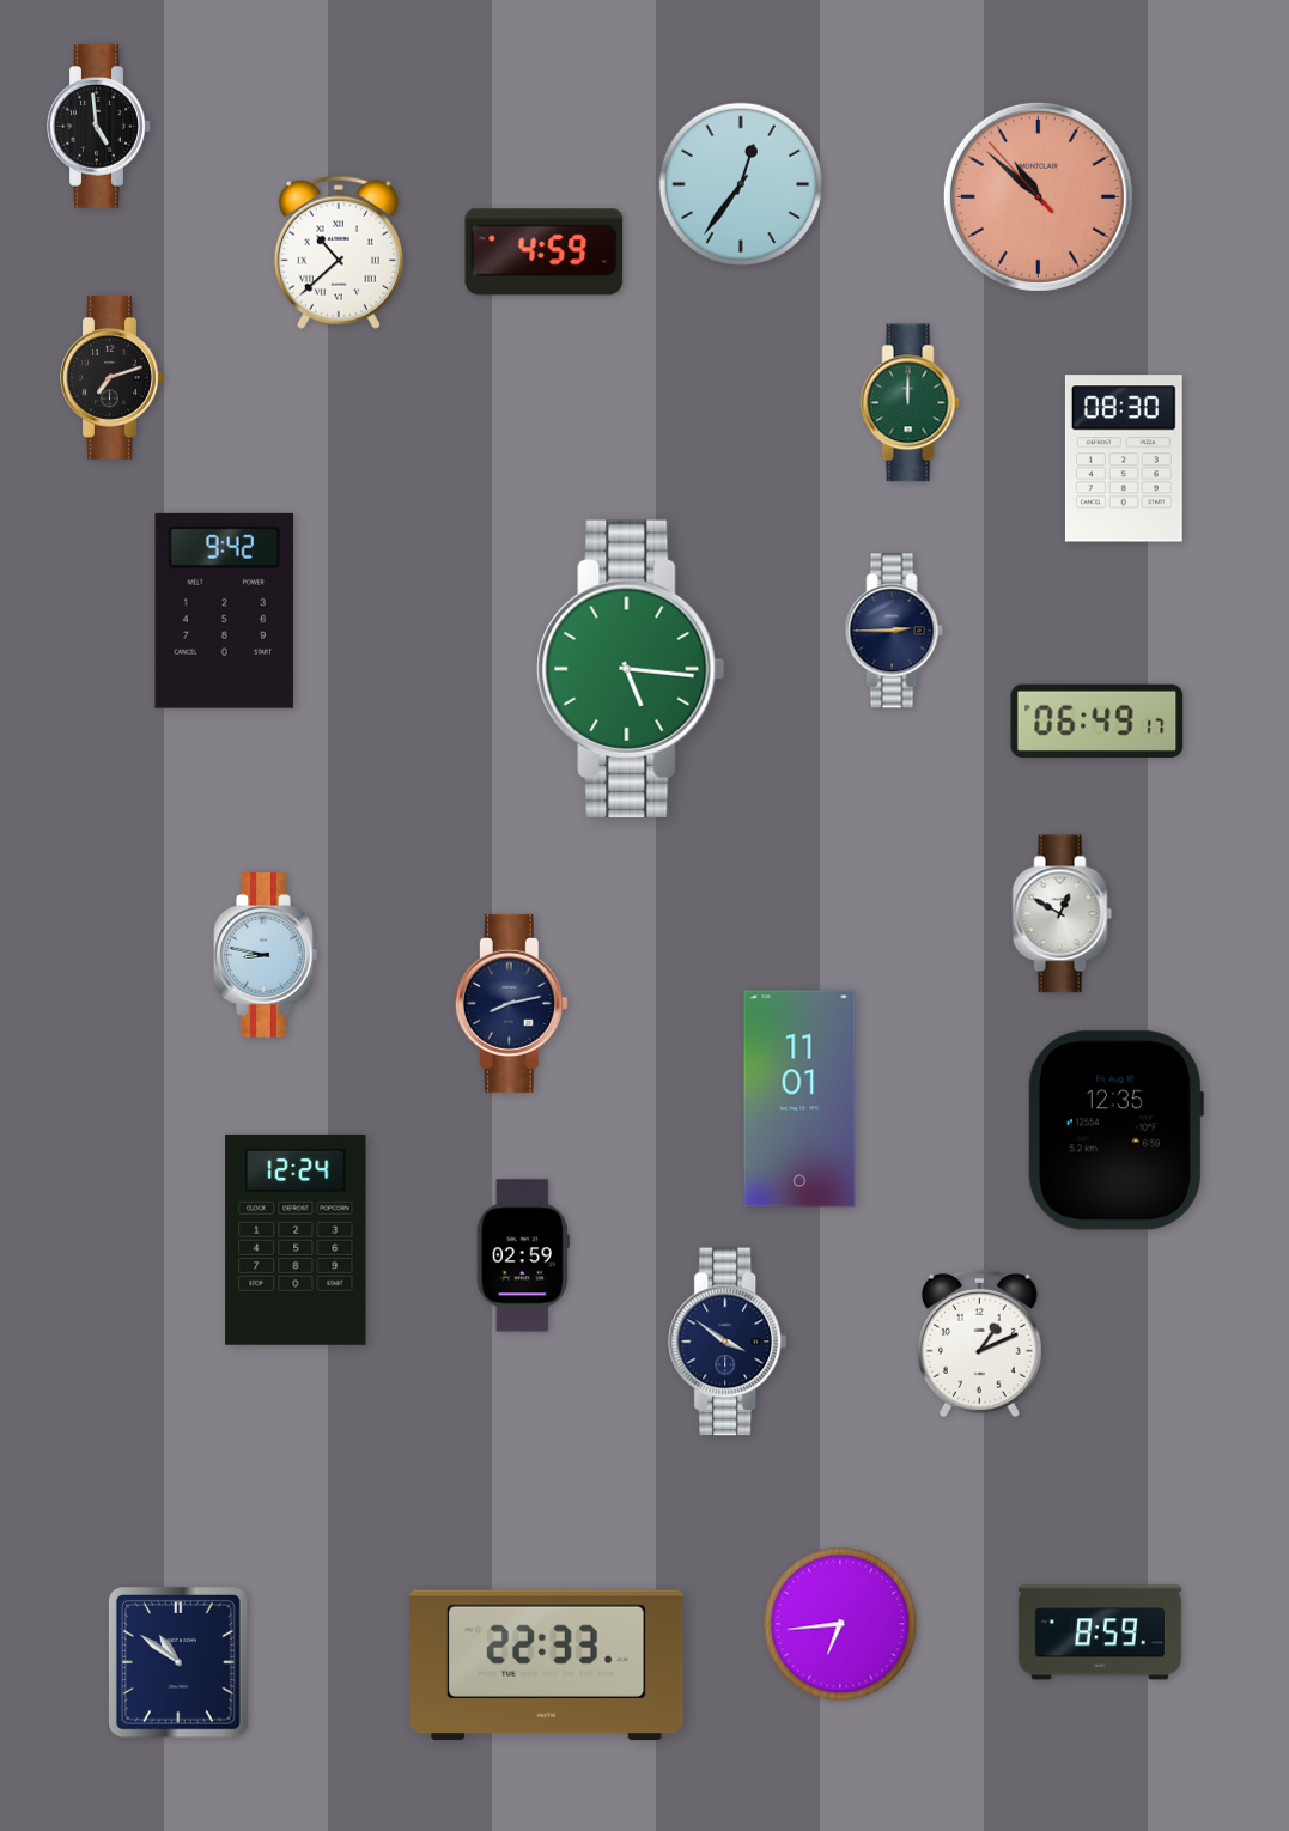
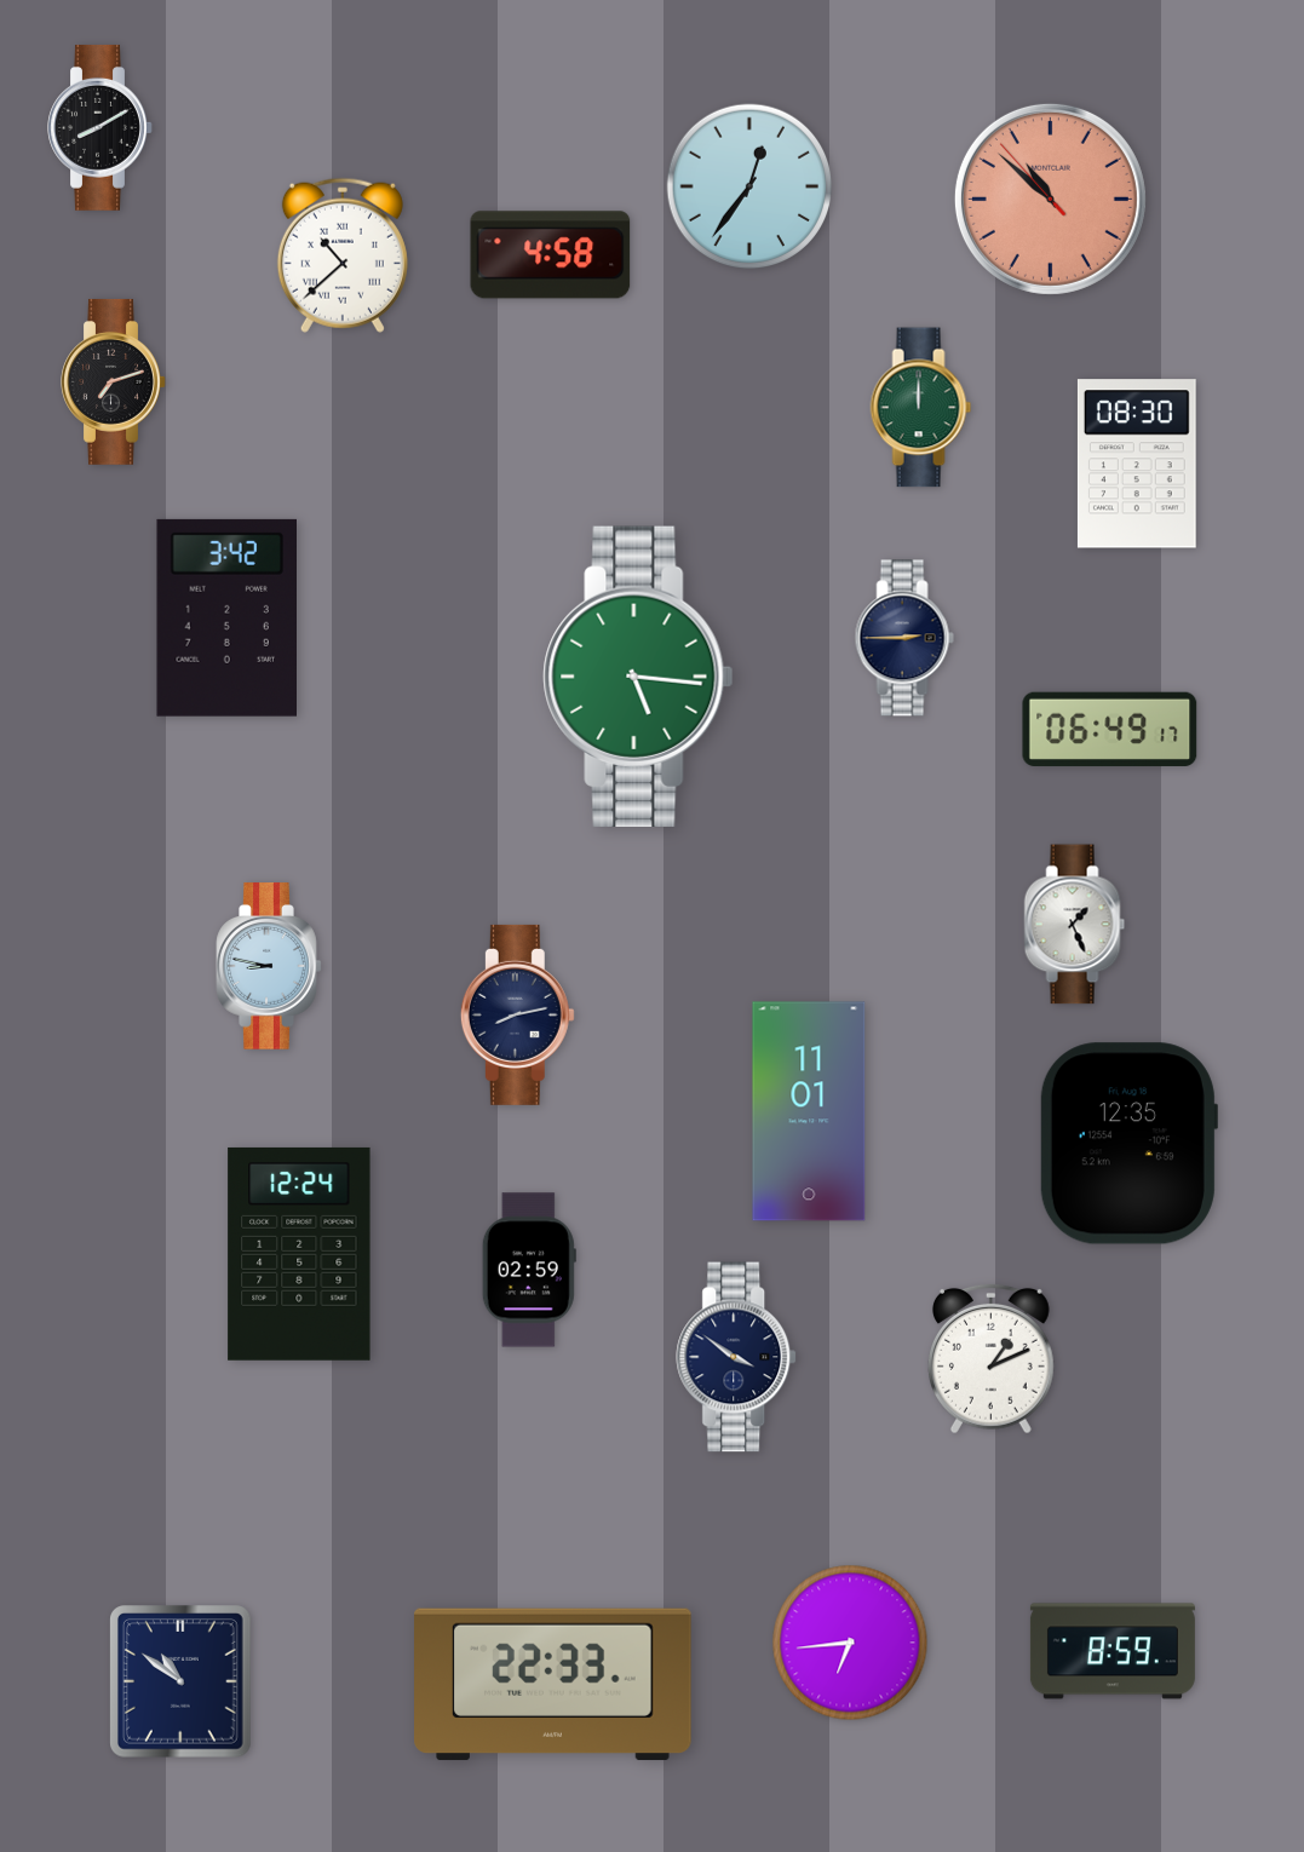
clock at (99, 126): 4:59 -> 8:10
clock at (545, 253): 4:59 -> 4:58
clock at (224, 610): 9:42 -> 3:42
clock at (1063, 914): 12:50 -> 1:26
